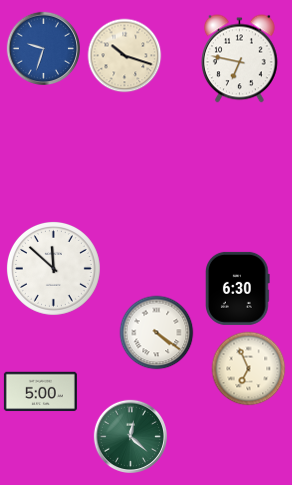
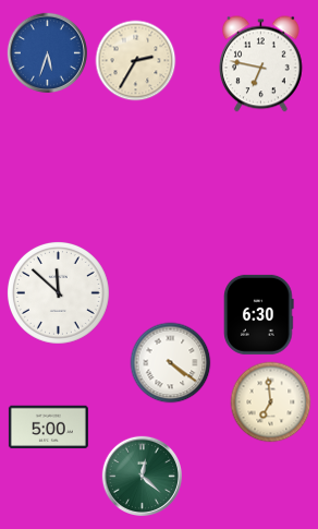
clock at (43, 48): 9:33 -> 5:33
clock at (125, 56): 10:18 -> 2:35
clock at (249, 369): 6:56 -> 6:59
clock at (40, 392) position: (40, 392) -> (48, 428)
